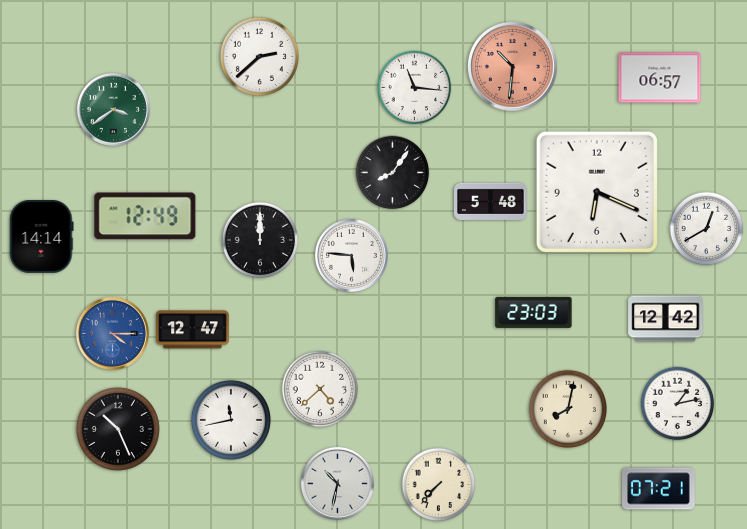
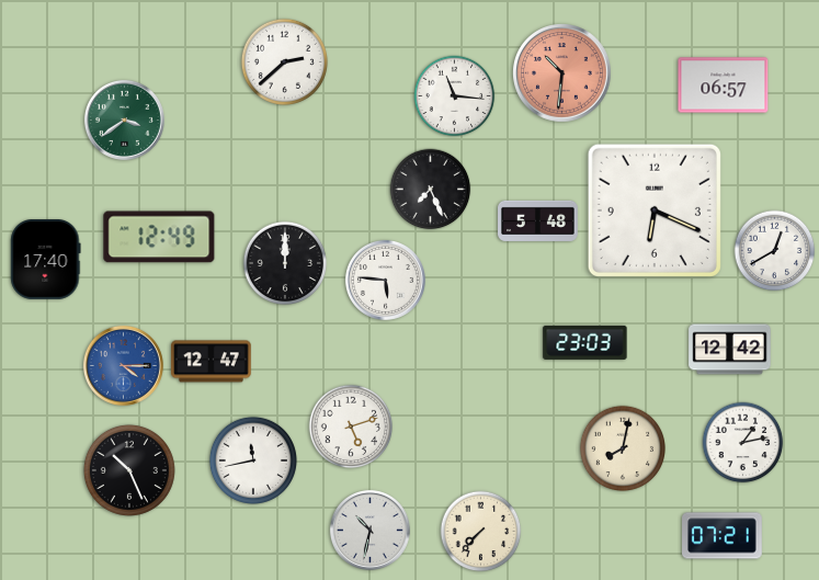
clock at (393, 173): 8:06 -> 7:26
clock at (42, 237): 14:14 -> 17:40
clock at (320, 389): 4:38 -> 5:12
